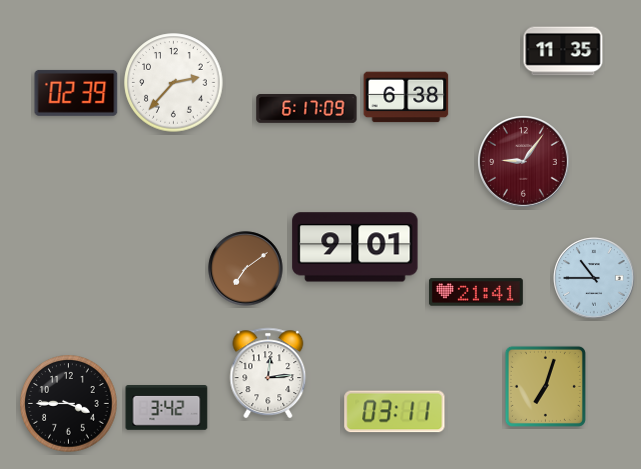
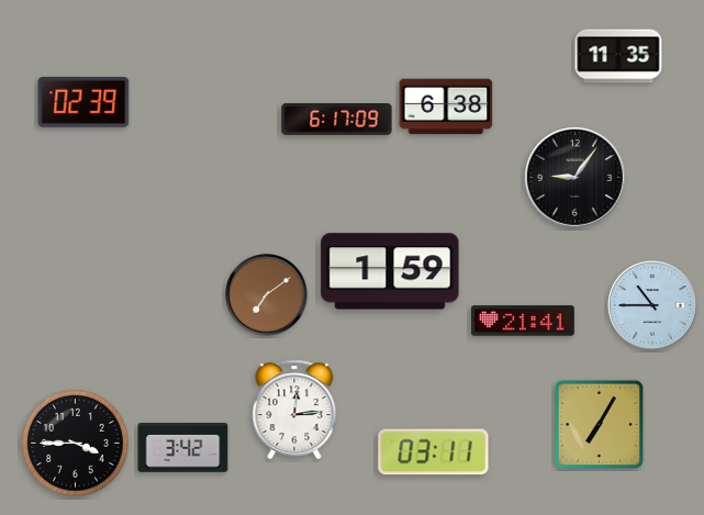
clock at (174, 83): 2:37 -> none
clock at (524, 162) dial: burgundy -> black
clock at (355, 247): 9:01 -> 1:59
clock at (246, 269) position: (246, 269) -> (267, 295)
clock at (545, 386): 7:03 -> 7:05
